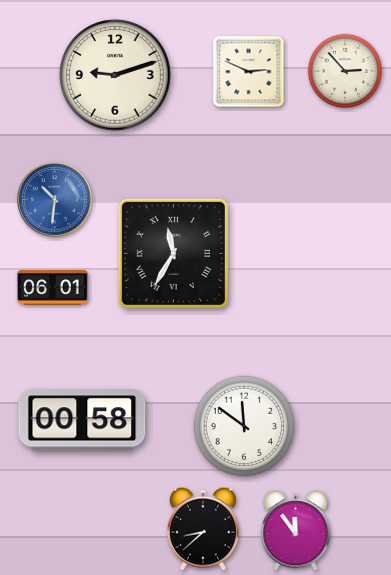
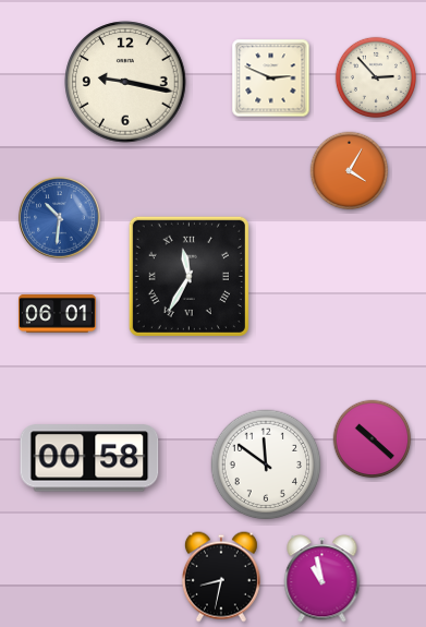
clock at (115, 75): 9:12 -> 9:17
clock at (350, 171): none -> 4:05
clock at (373, 439): none -> 10:22
clock at (203, 529): 8:38 -> 8:32
clock at (296, 531): 11:54 -> 10:58
